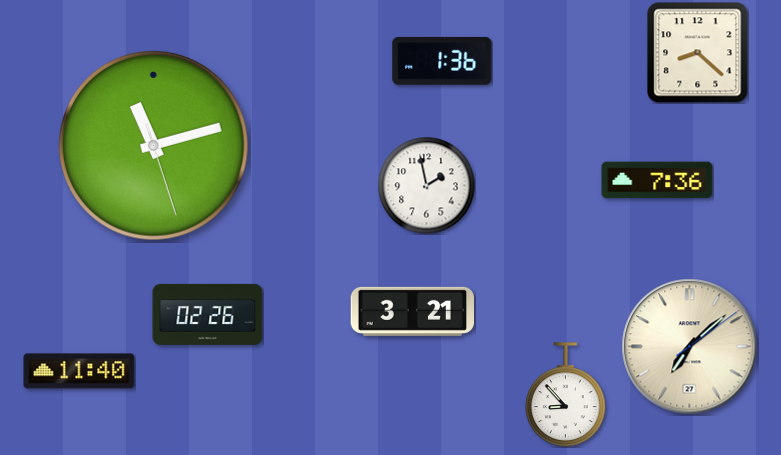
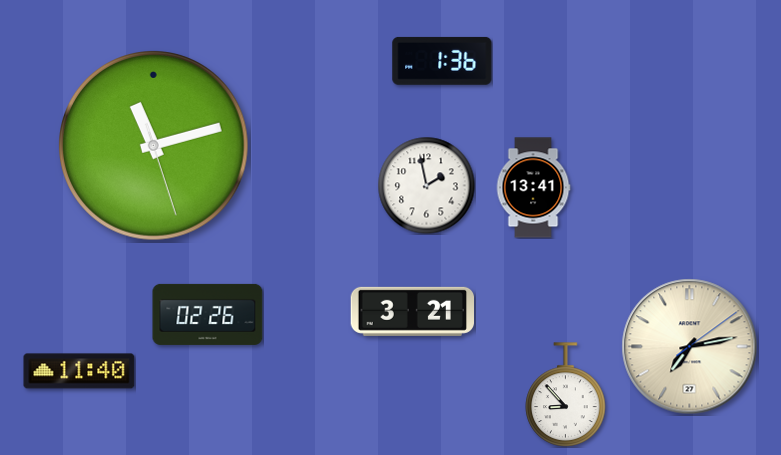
clock at (697, 52): 8:22 -> none
clock at (657, 180): 7:36 -> none
clock at (533, 188): none -> 13:41
clock at (690, 347): 7:08 -> 7:13
